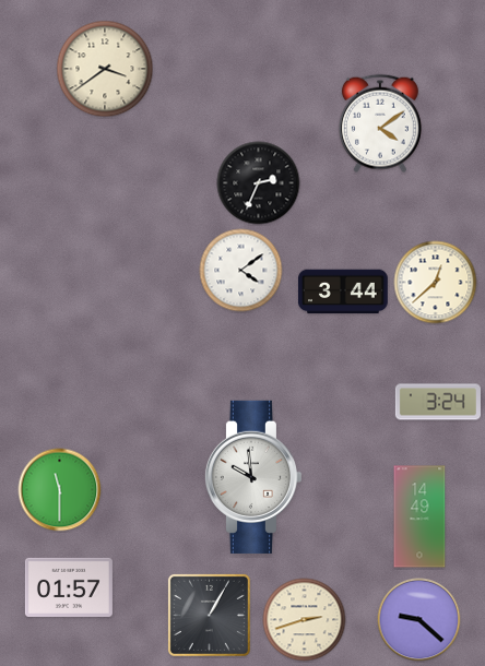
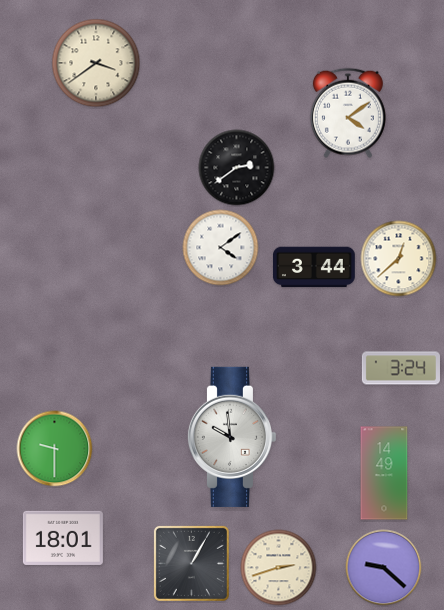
clock at (259, 183): 2:34 -> 2:39
clock at (60, 490): 11:30 -> 9:30
clock at (69, 587): 01:57 -> 18:01
